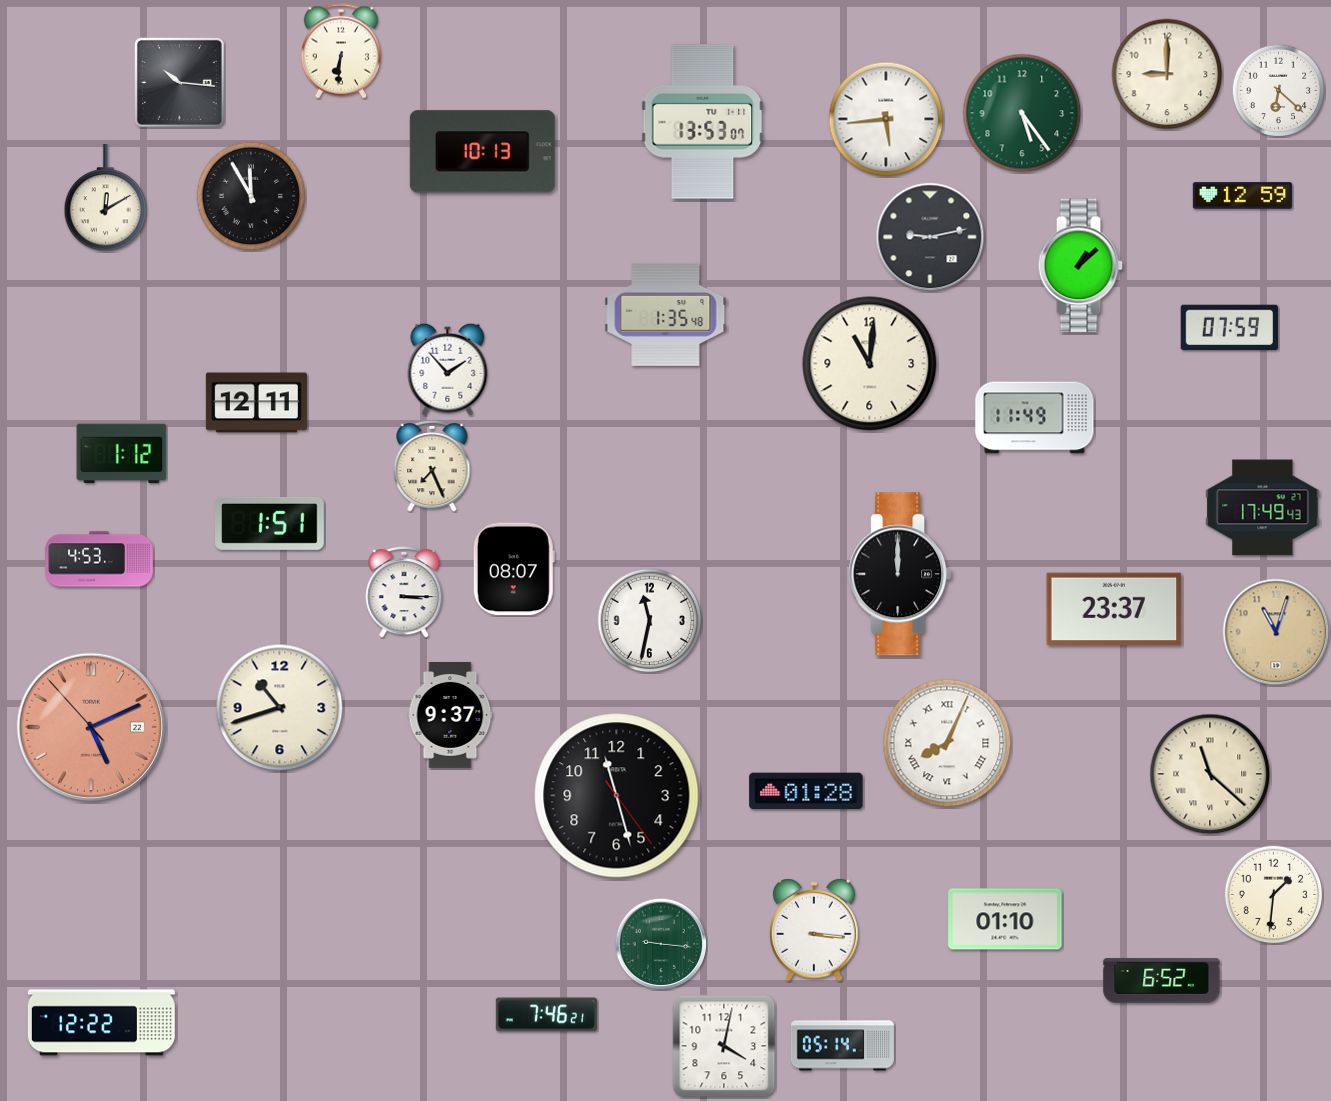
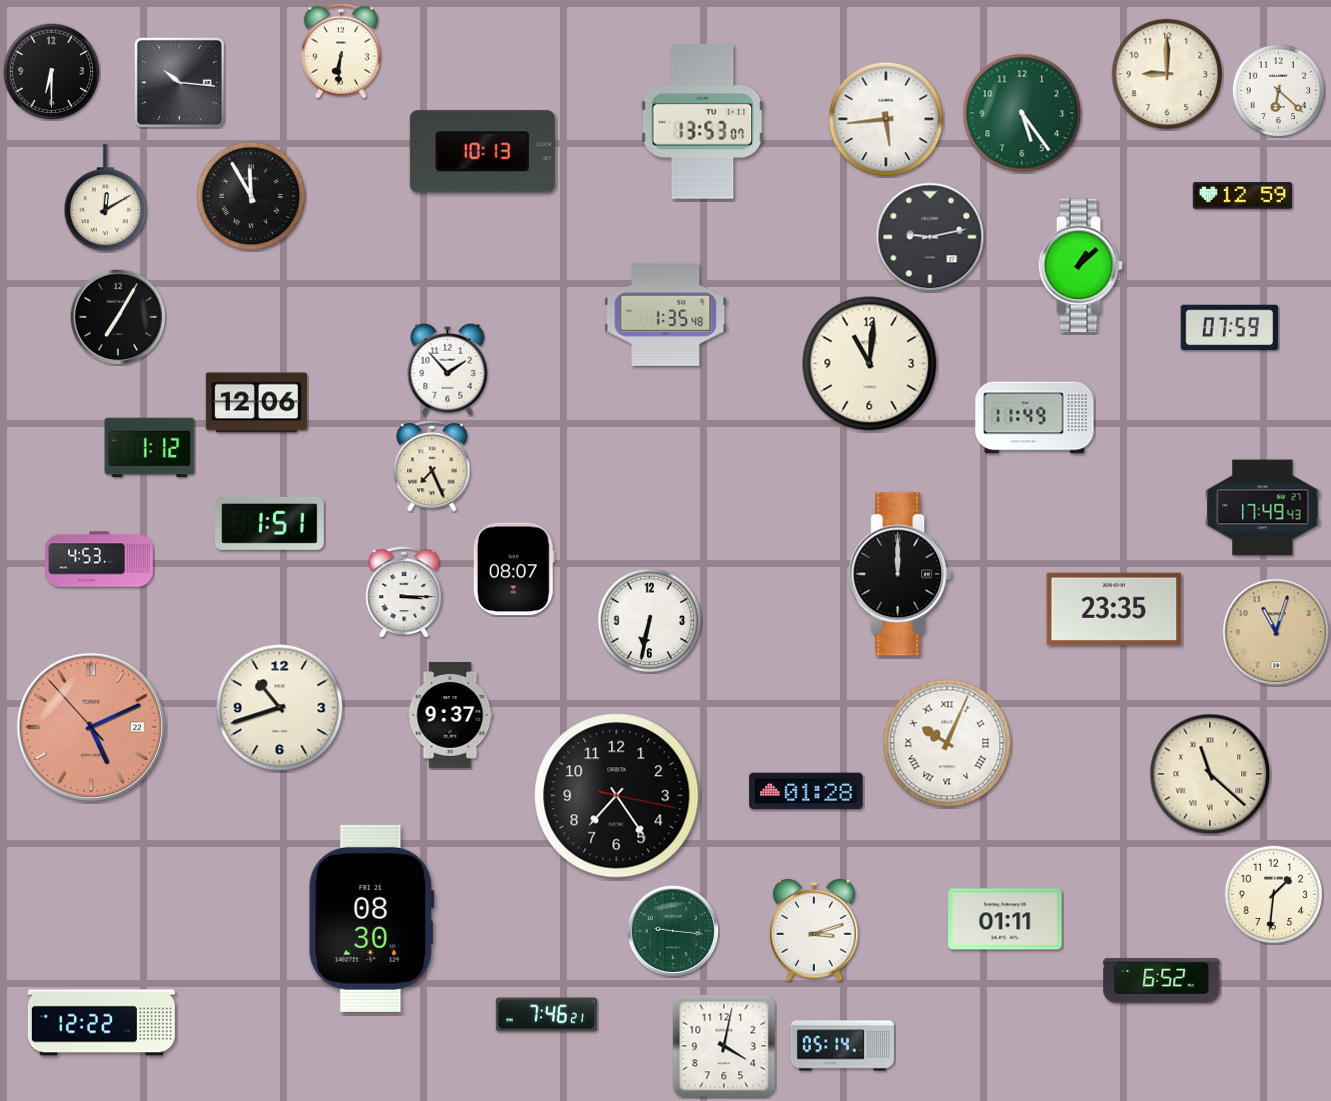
clock at (51, 71): none -> 6:30
clock at (118, 317): none -> 7:05
clock at (256, 403): 12:11 -> 12:06
clock at (122, 454) position: (122, 454) -> (150, 448)
clock at (1114, 609): 23:37 -> 23:35
clock at (650, 621): 11:32 -> 6:32
clock at (947, 743): 8:04 -> 10:04
clock at (617, 796): 11:27 -> 7:24
clock at (371, 918): none -> 08:30
clock at (1005, 919): 01:10 -> 01:11
clock at (815, 930): 3:16 -> 3:12
clock at (661, 944) position: (661, 944) -> (673, 931)
